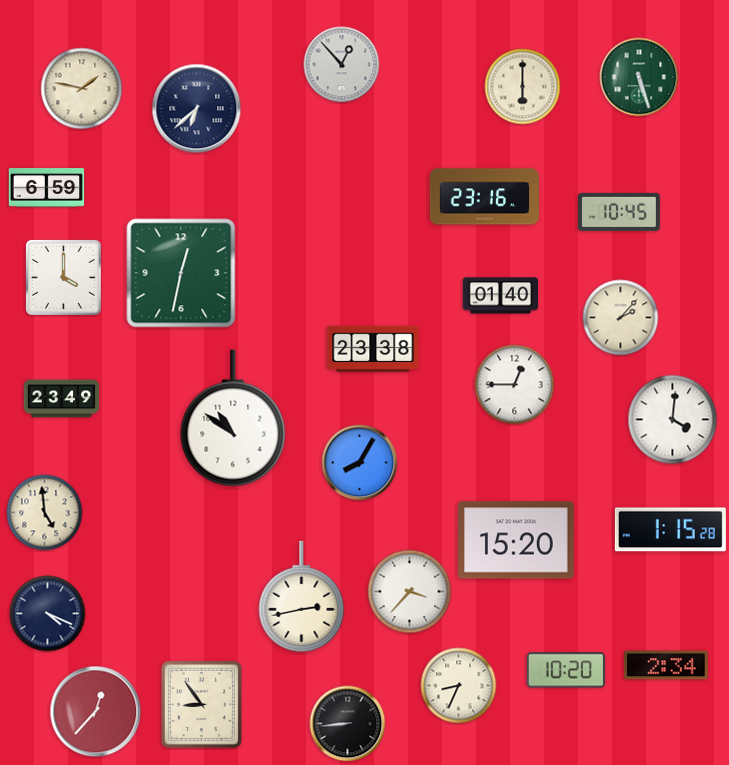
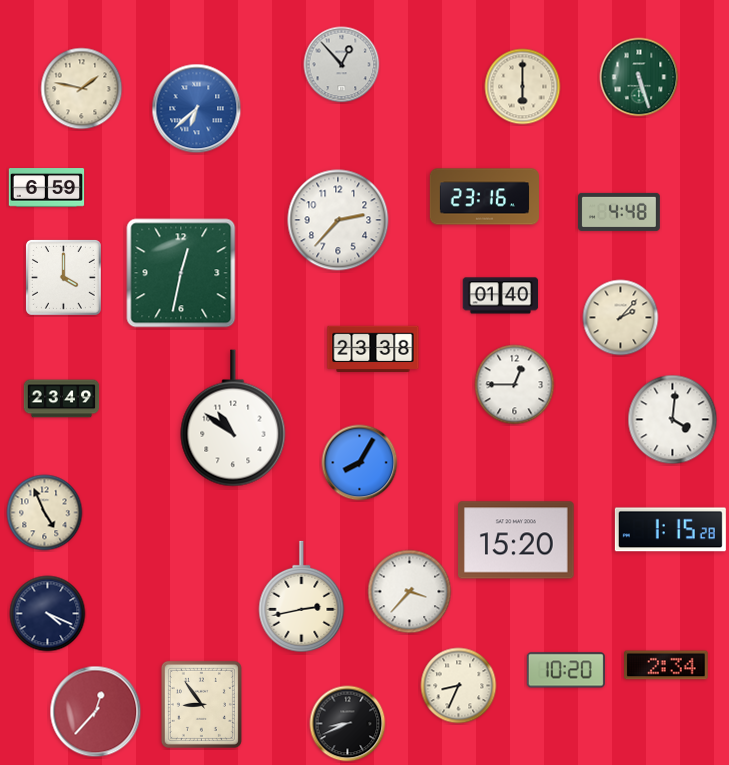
clock at (197, 109) dial: navy -> blue
clock at (620, 212): 10:45 -> 4:48
clock at (338, 220): none -> 2:37
clock at (45, 513): 4:59 -> 4:56
clock at (348, 724): 8:44 -> 8:41
